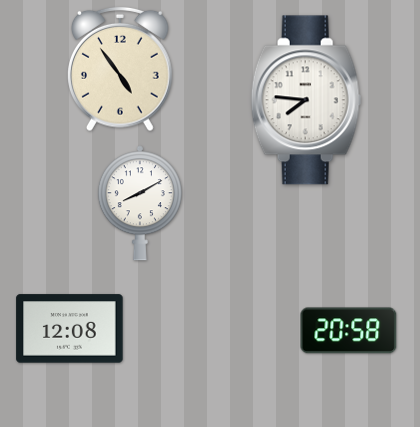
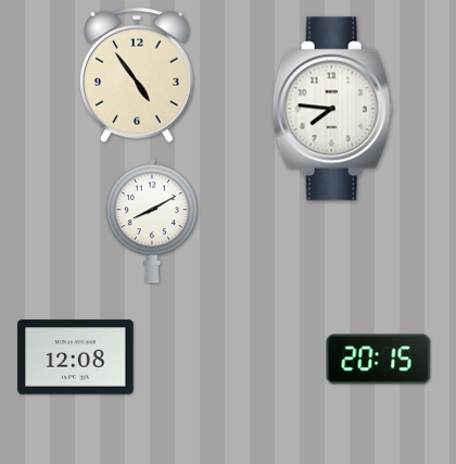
clock at (121, 69) position: (121, 69) -> (138, 75)
clock at (349, 331): 20:58 -> 20:15
